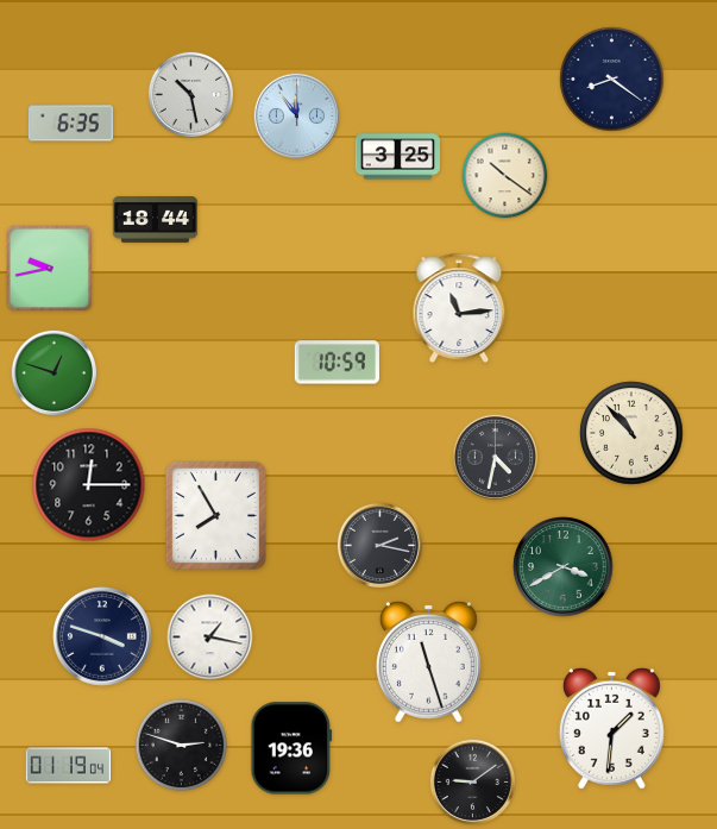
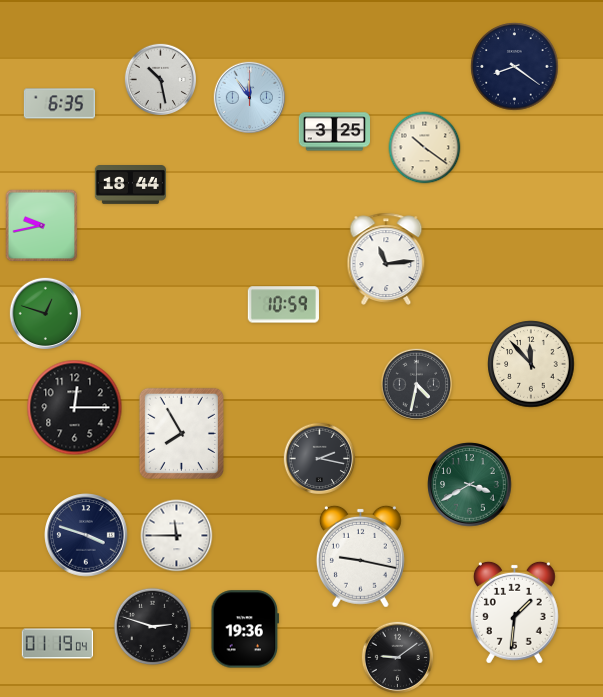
clock at (631, 433): 10:53 -> 11:53
clock at (564, 567) position: (564, 567) -> (470, 485)
clock at (210, 638): 1:17 -> 11:45
clock at (428, 661): 11:27 -> 9:17
